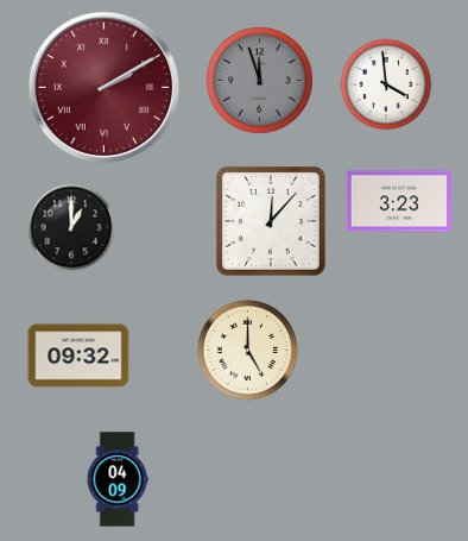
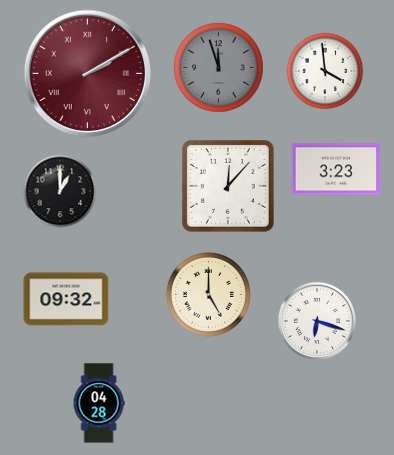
clock at (317, 321): none -> 6:18
clock at (118, 479): 04:09 -> 04:28
